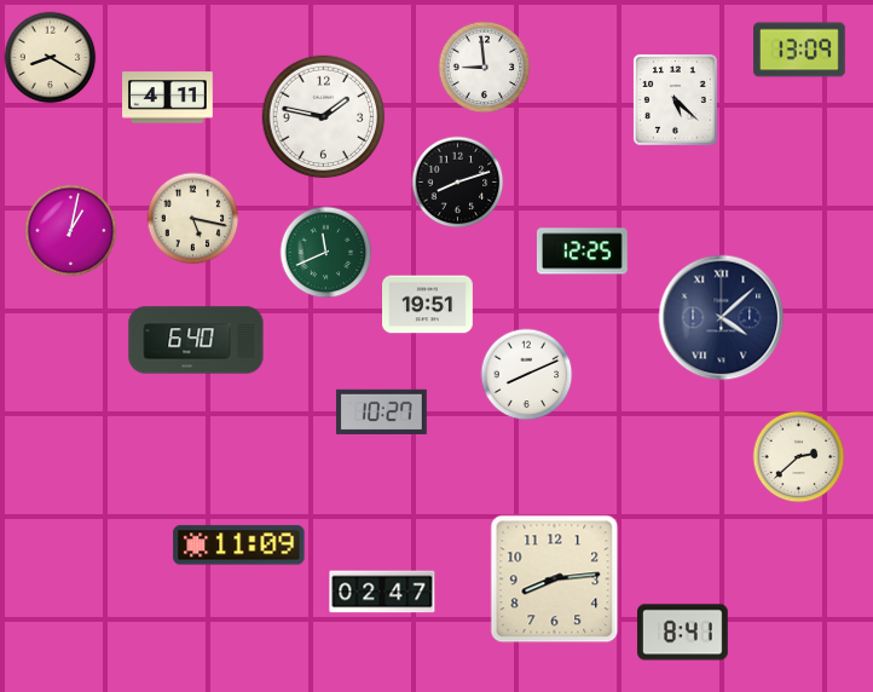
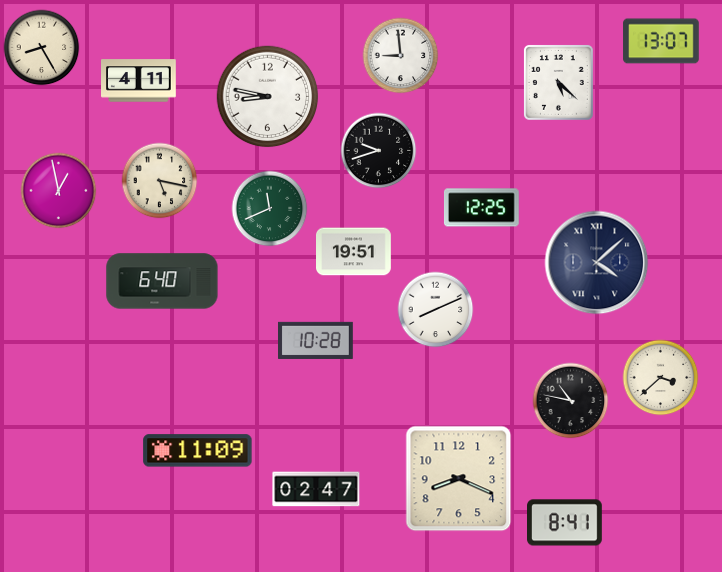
clock at (799, 50): 13:09 -> 13:07
clock at (51, 58): 8:20 -> 8:25
clock at (324, 117): 1:47 -> 8:47
clock at (458, 183): 8:12 -> 9:42
clock at (71, 231): 1:02 -> 12:58
clock at (382, 411): 10:27 -> 10:28
clock at (799, 457): 2:38 -> 3:38
clock at (571, 401): none -> 10:47
clock at (555, 579): 8:14 -> 8:19
